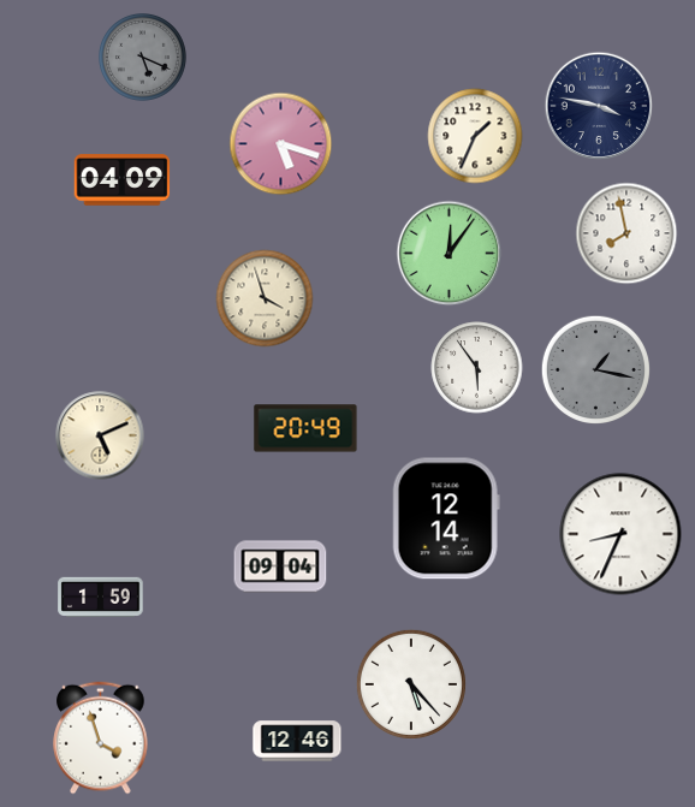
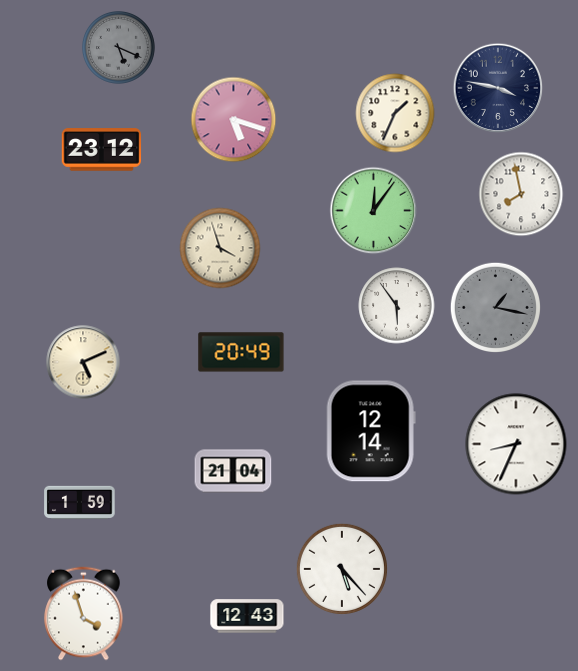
clock at (123, 180): 04:09 -> 23:12
clock at (305, 428) position: (305, 428) -> (241, 352)
clock at (280, 566): 09:04 -> 21:04
clock at (101, 597) position: (101, 597) -> (80, 502)
clock at (297, 741): 12:46 -> 12:43
